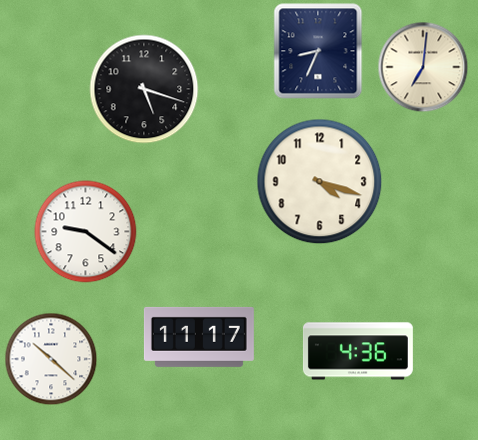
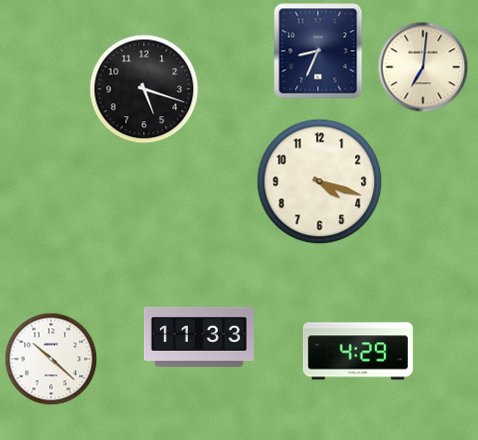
clock at (86, 232): 9:21 -> none
clock at (199, 337): 11:17 -> 11:33
clock at (358, 351): 4:36 -> 4:29
